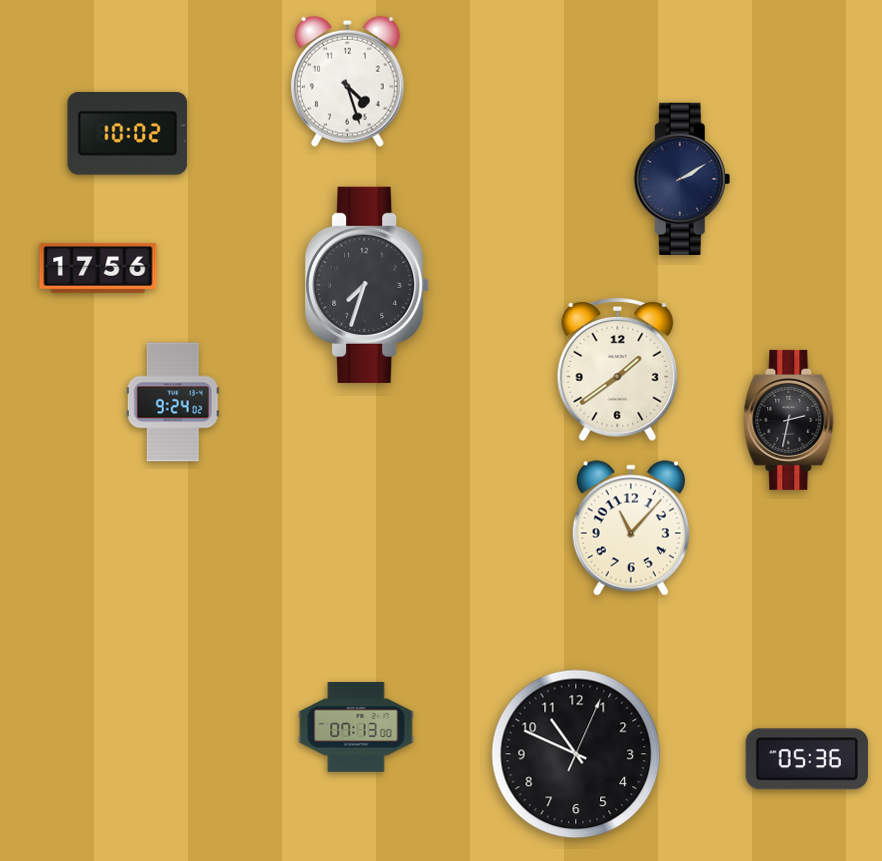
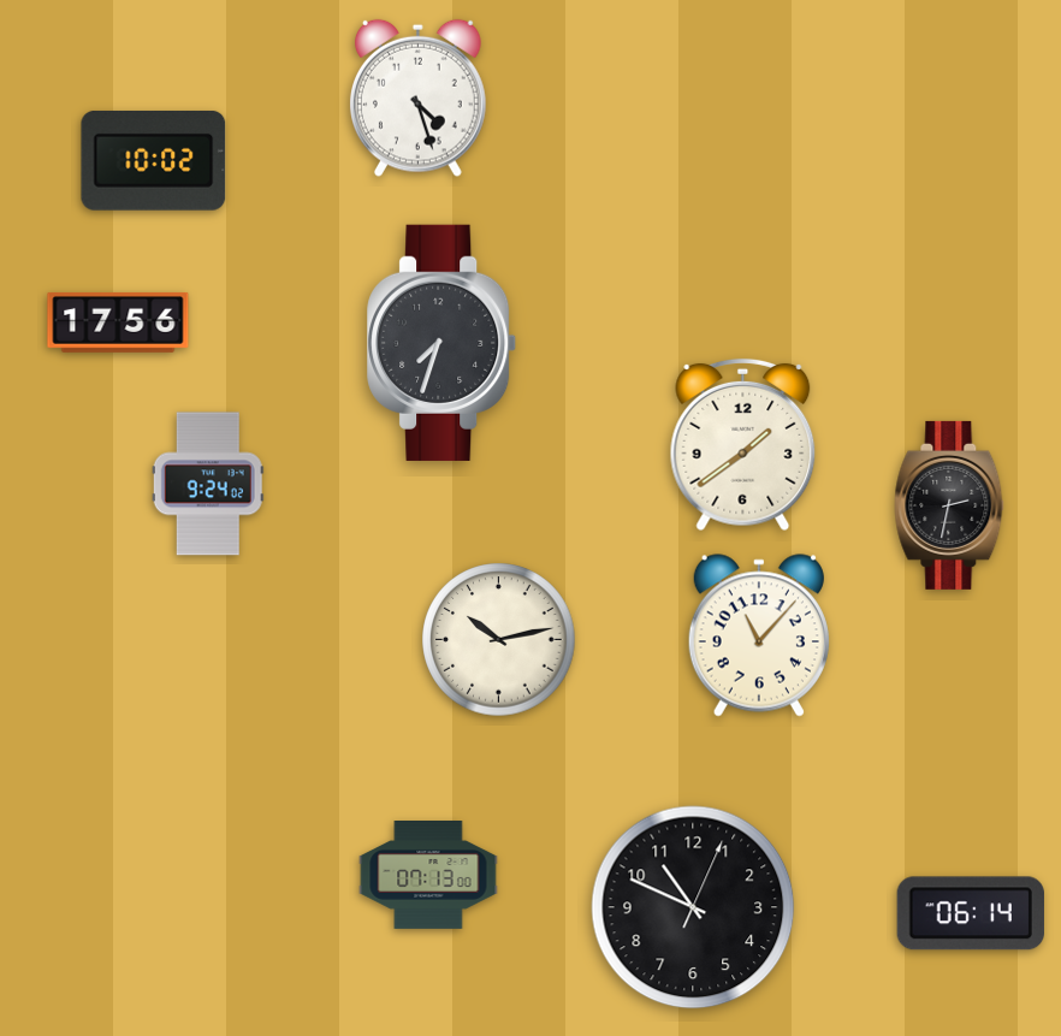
clock at (682, 179): 2:10 -> none
clock at (499, 640): none -> 10:13
clock at (807, 759): 05:36 -> 06:14
